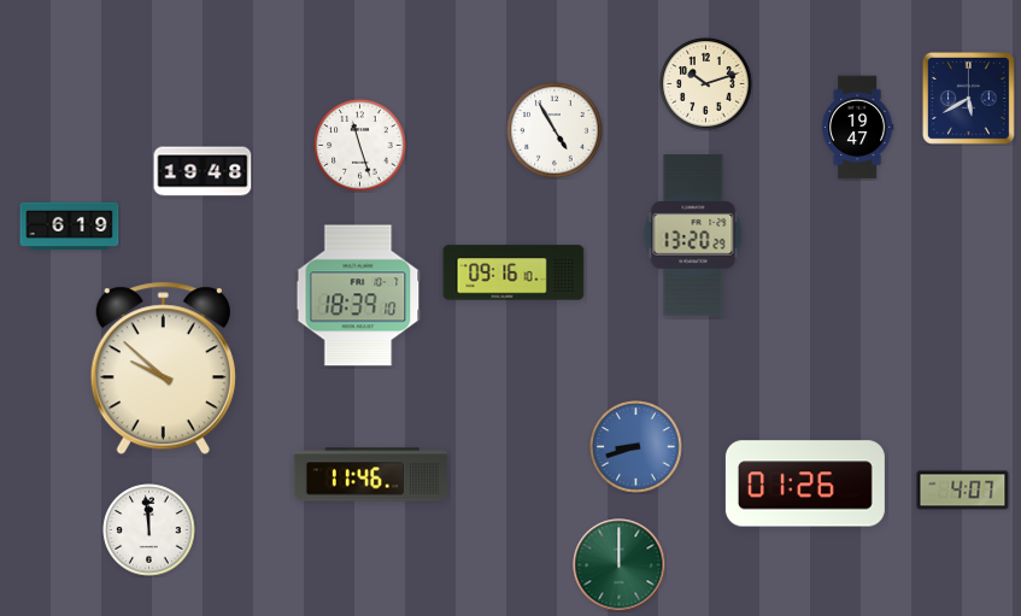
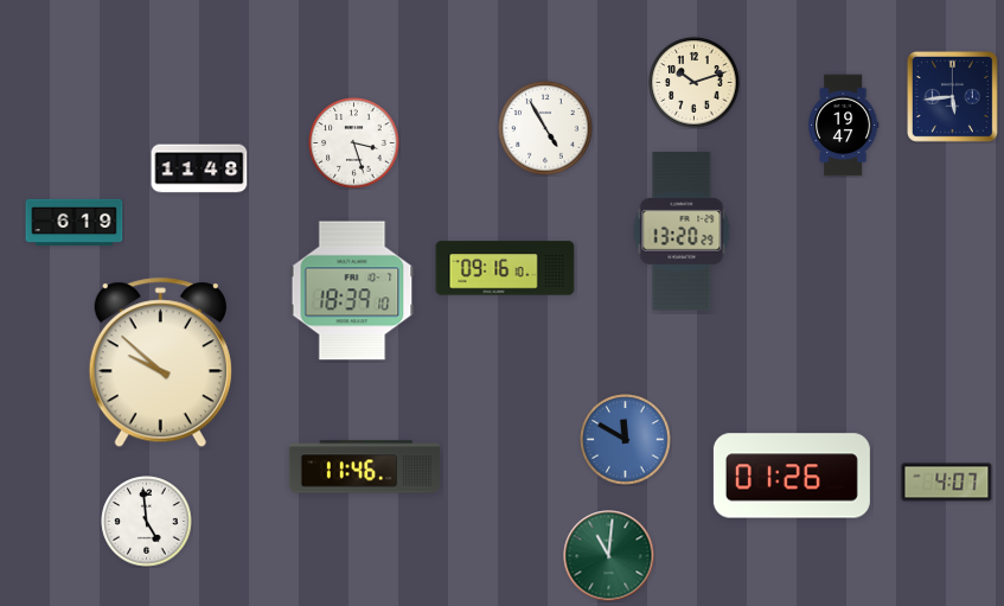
clock at (968, 98): 5:40 -> 5:44
clock at (360, 146): 11:27 -> 3:27
clock at (203, 171): 19:48 -> 11:48
clock at (70, 227) position: (70, 227) -> (75, 223)
clock at (636, 447): 8:42 -> 11:50
clock at (149, 530): 11:59 -> 4:59
clock at (620, 565): 12:00 -> 11:01
